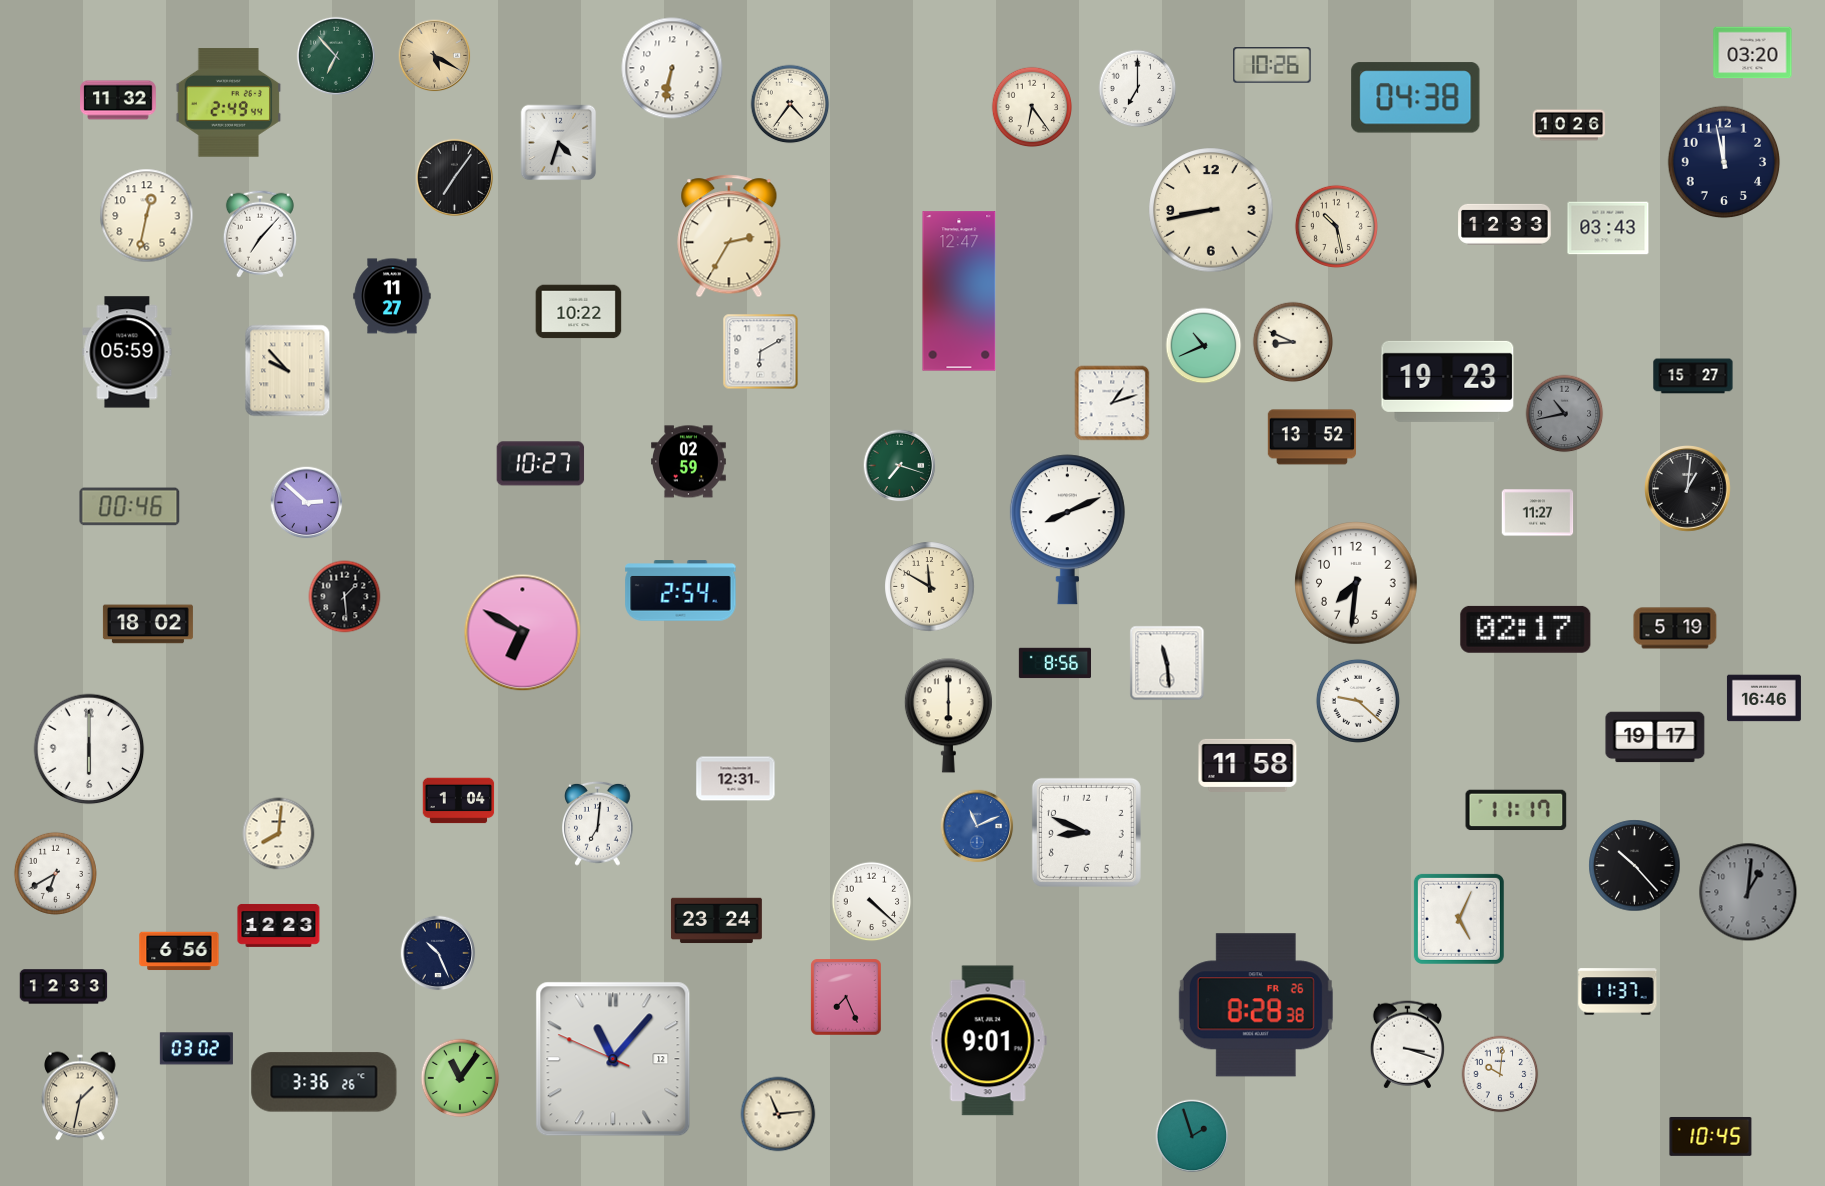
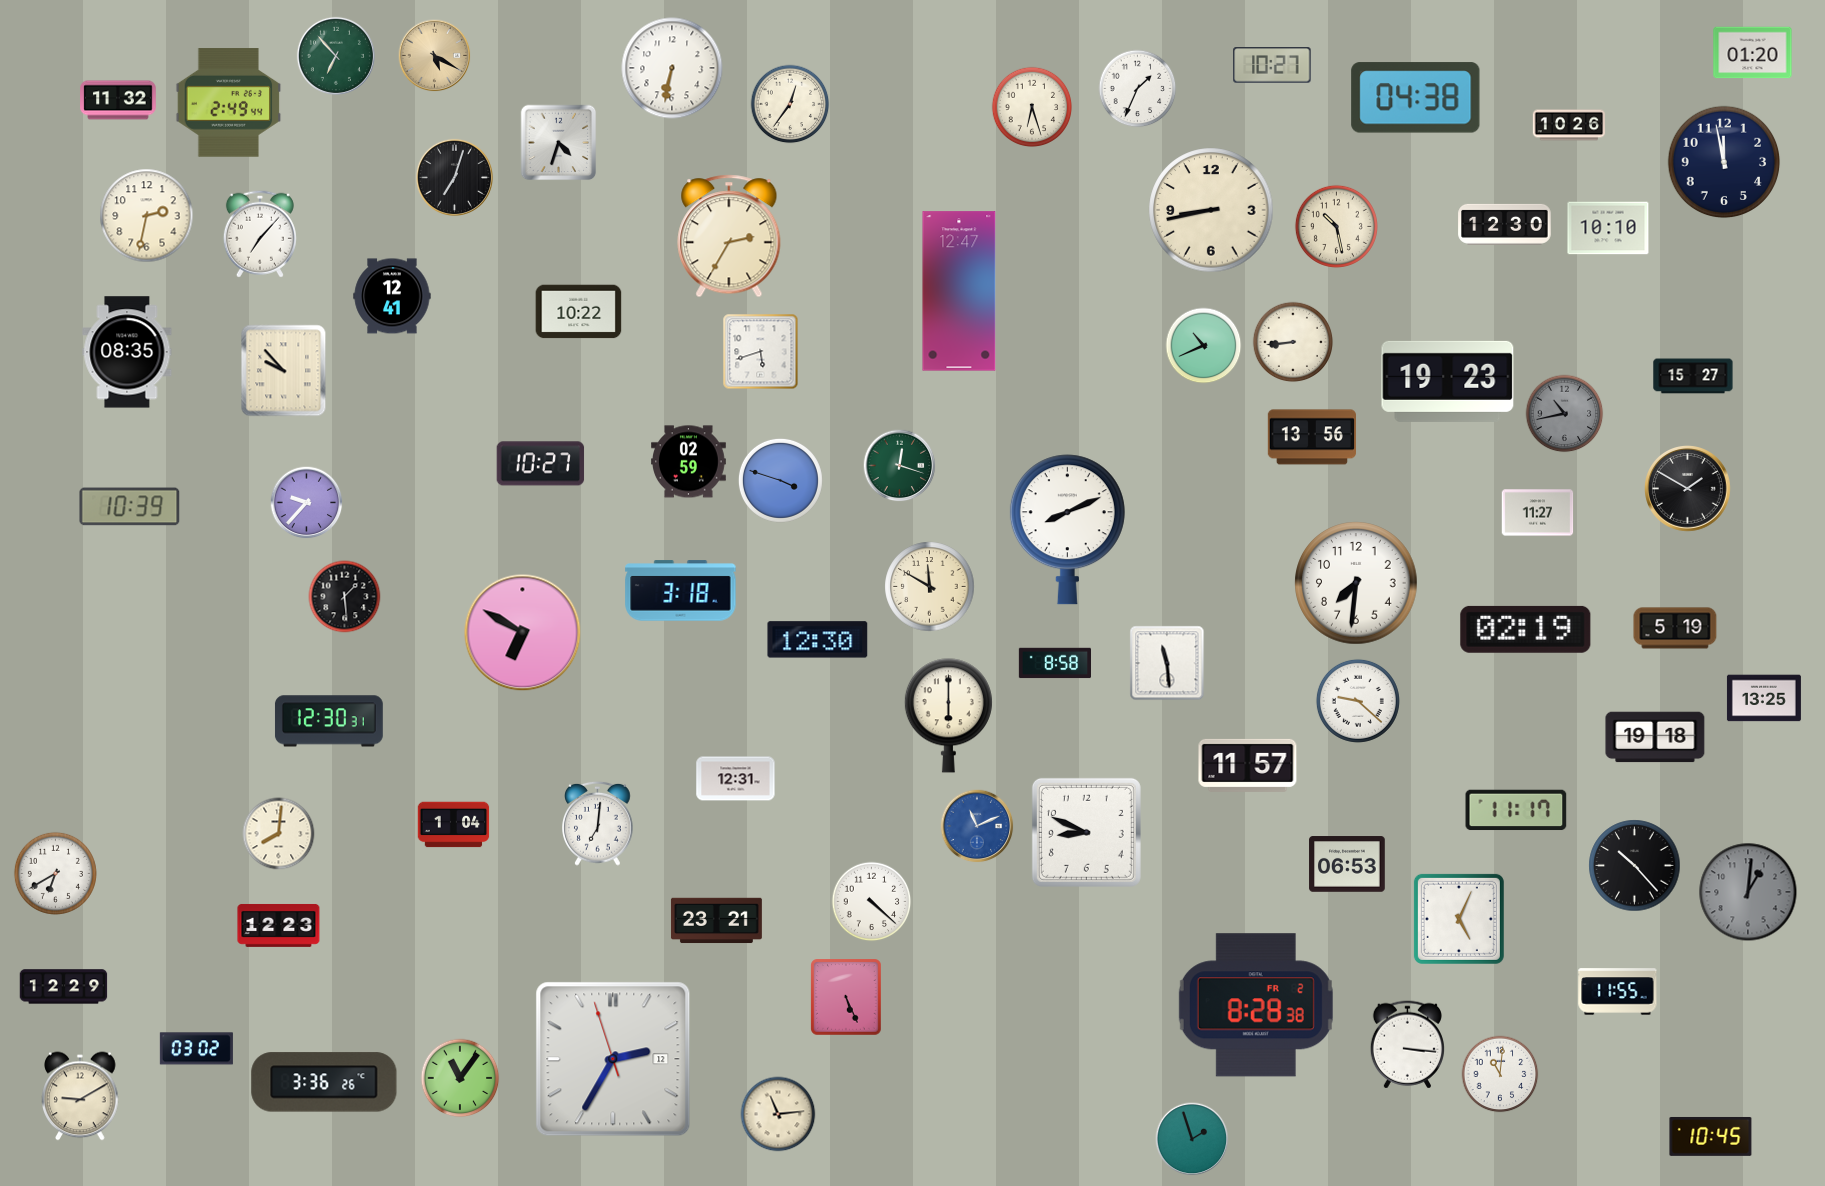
clock at (1753, 53): 03:20 -> 01:20
clock at (1272, 65): 10:26 -> 10:27
clock at (1138, 89): 7:00 -> 1:34
clock at (790, 104): 4:36 -> 12:36
clock at (1032, 107): 6:24 -> 6:27
clock at (454, 177): 7:06 -> 7:03
clock at (147, 216): 12:32 -> 2:32
clock at (1505, 224): 12:33 -> 12:30
clock at (1608, 228): 03:43 -> 10:10
clock at (392, 296): 11:27 -> 12:41
clock at (1293, 342): 8:49 -> 8:44
clock at (127, 352): 05:59 -> 08:35
clock at (761, 352): 6:10 -> 5:42
clock at (288, 371) position: (288, 371) -> (284, 371)
clock at (1112, 403): 1:12 -> none
clock at (1311, 437): 13:52 -> 13:56
clock at (900, 466): 7:18 -> 12:18
clock at (780, 480): none -> 3:48
clock at (1688, 489): 1:01 -> 1:50
clock at (307, 503): 2:52 -> 9:37
clock at (130, 507): 00:46 -> 10:39
clock at (681, 591): 2:54 -> 3:18
clock at (148, 624): 18:02 -> none
clock at (1526, 629): 02:17 -> 02:19
clock at (818, 640): none -> 12:30
clock at (1054, 663): 8:56 -> 8:58
clock at (1764, 698): 16:46 -> 13:25
clock at (329, 721): none -> 12:30
clock at (1655, 737): 19:17 -> 19:18
clock at (89, 749): 6:00 -> none
clock at (1248, 765): 11:58 -> 11:57
clock at (459, 801) position: (459, 801) -> (454, 825)
clock at (1347, 864): none -> 06:53
clock at (716, 921): 23:24 -> 23:21
clock at (179, 951): 6:56 -> none
clock at (438, 953): 10:26 -> none
clock at (64, 987): 12:33 -> 12:29
clock at (1618, 992): 11:37 -> 11:55
clock at (846, 997): 7:26 -> 5:26
clock at (1256, 1005) date: FR 26 -> FR 2
clock at (988, 1041): 9:01 -> none
clock at (1407, 1045): 3:18 -> 3:16
clock at (613, 1059): 11:06 -> 2:34
clock at (1500, 1074): 10:01 -> 11:01
clock at (80, 1096): 1:32 -> 9:10
clock at (1192, 1136) position: (1192, 1136) -> (1192, 1139)
